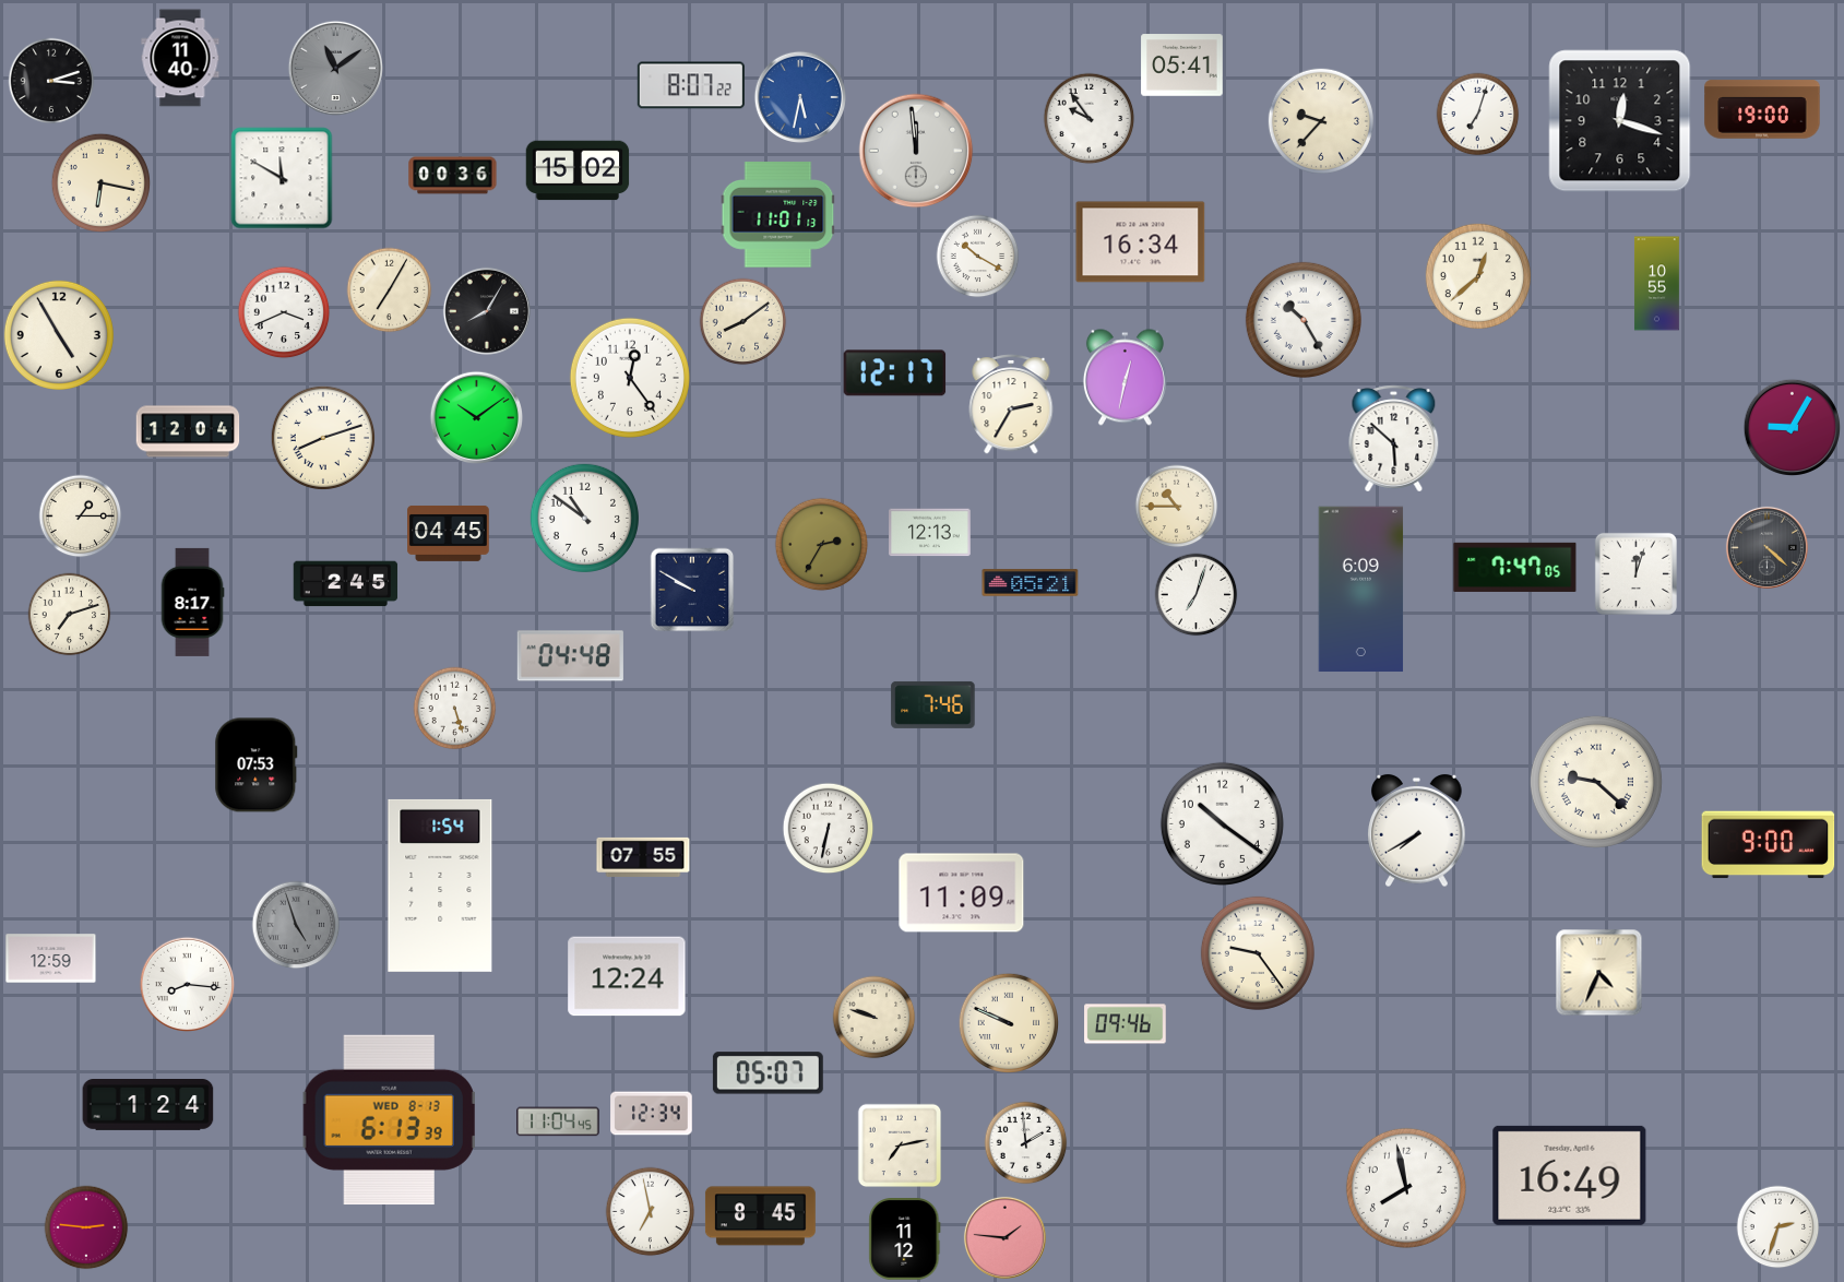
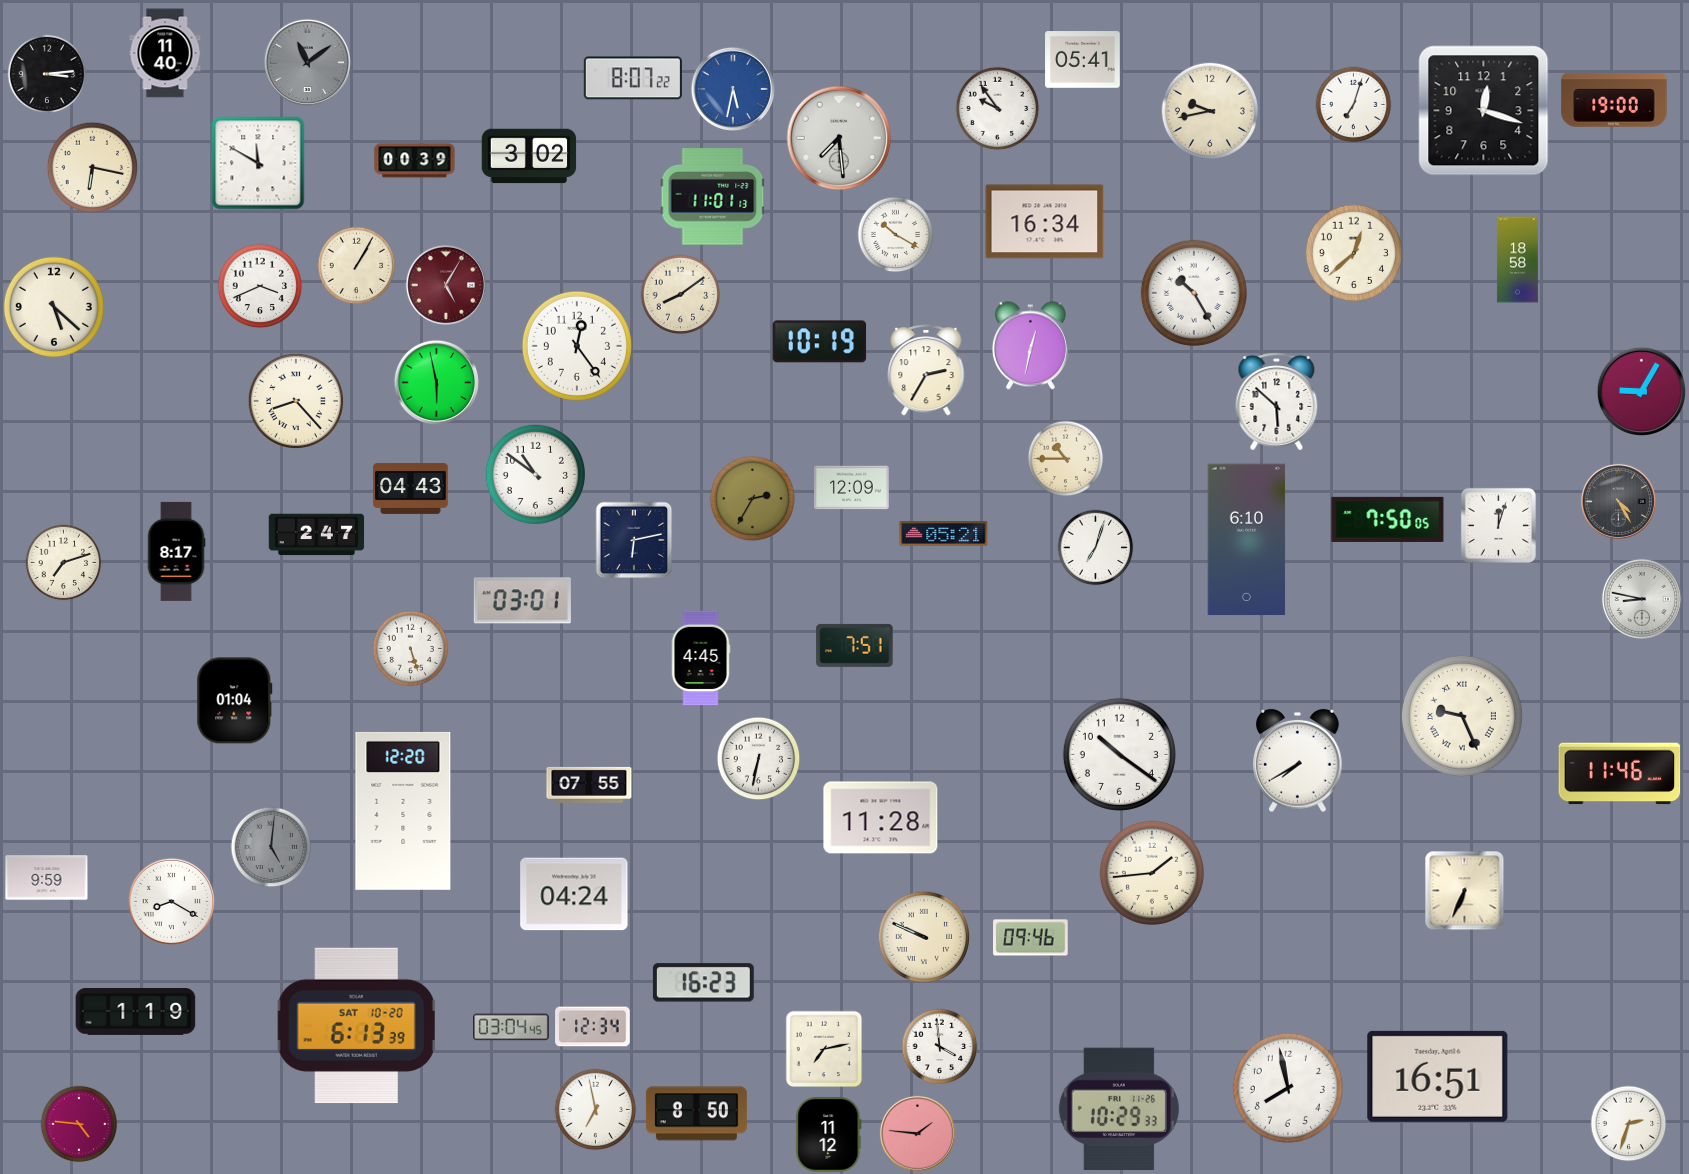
clock at (51, 81): 3:12 -> 3:14
clock at (1320, 120): 9:37 -> 9:43
clock at (916, 151): 11:59 -> 7:29
clock at (578, 170): 15:02 -> 3:02
clock at (453, 176): 00:36 -> 00:39
clock at (1656, 284): 10:55 -> 18:58
clock at (390, 290): 7:05 -> 1:05
clock at (487, 311): 8:05 -> 5:05
clock at (487, 311) dial: black -> burgundy
clock at (59, 335): 4:55 -> 5:22
clock at (895, 373): 12:17 -> 10:19
clock at (476, 417): 10:09 -> 5:58
clock at (188, 431): 12:04 -> none
clock at (322, 437): 8:12 -> 8:23
clock at (1177, 507) position: (1177, 507) -> (1066, 459)
clock at (81, 517): 1:15 -> none
clock at (449, 533): 04:45 -> 04:43
clock at (930, 533): 12:13 -> 12:09
clock at (1766, 547): 4:22 -> 4:25
clock at (1515, 567): 7:47 -> 7:50
clock at (346, 584): 2:45 -> 2:47
clock at (692, 590): 9:50 -> 6:13
clock at (1361, 590): 6:09 -> 6:10
clock at (1197, 595) position: (1197, 595) -> (1096, 548)
clock at (1642, 599): none -> 8:47
clock at (570, 656): 04:48 -> 03:01
clock at (933, 704): 7:46 -> 7:51
clock at (455, 709) position: (455, 709) -> (411, 649)
clock at (701, 658): none -> 4:45
clock at (257, 765): 07:53 -> 01:04
clock at (1596, 782): 9:22 -> 9:26
clock at (1769, 845): 9:00 -> 11:46
clock at (440, 886): 1:54 -> 12:20
clock at (962, 893): 11:09 -> 11:28
clock at (296, 925): 4:57 -> 5:01
clock at (1258, 953): 9:24 -> 1:44
clock at (51, 959): 12:59 -> 9:59
clock at (1599, 973): 4:34 -> 6:34
clock at (627, 976): 12:24 -> 04:24
clock at (187, 984): 8:16 -> 8:20
clock at (875, 1018): 9:48 -> none
clock at (768, 1073): 05:07 -> 16:23
clock at (148, 1105): 1:24 -> 1:19
clock at (652, 1114) position: (652, 1114) -> (593, 1027)
clock at (389, 1120) date: WED 8-13 -> SAT 10-20
clock at (558, 1121): 11:04 -> 03:04
clock at (1026, 1143): 1:59 -> 3:59
clock at (1570, 1175): 16:49 -> 16:51
clock at (1119, 1109): none -> 10:29
clock at (760, 1216): 8:45 -> 8:50
clock at (86, 1227): 2:46 -> 4:46
clock at (1004, 1237) position: (1004, 1237) -> (917, 1133)
